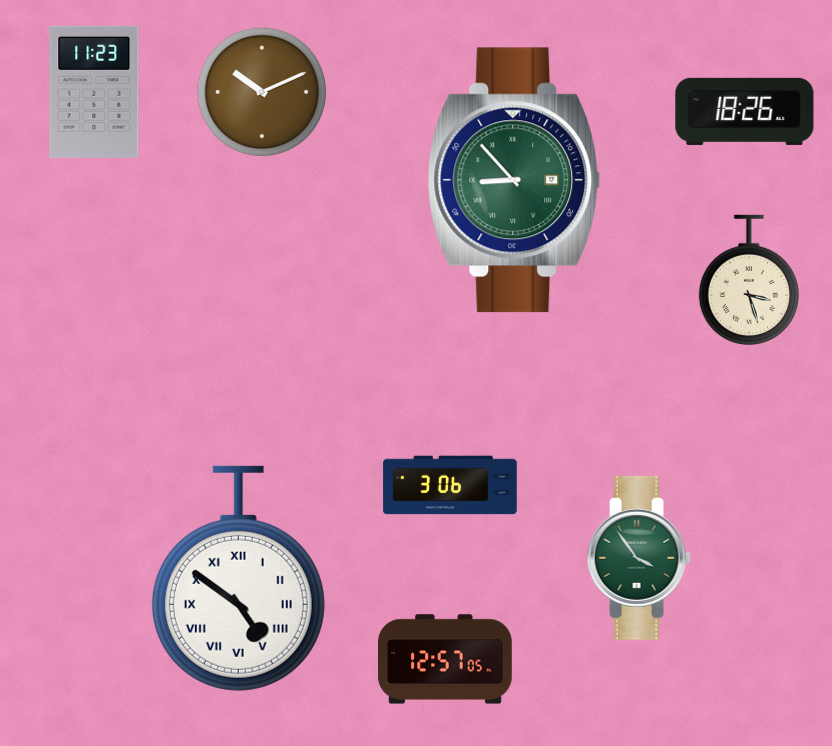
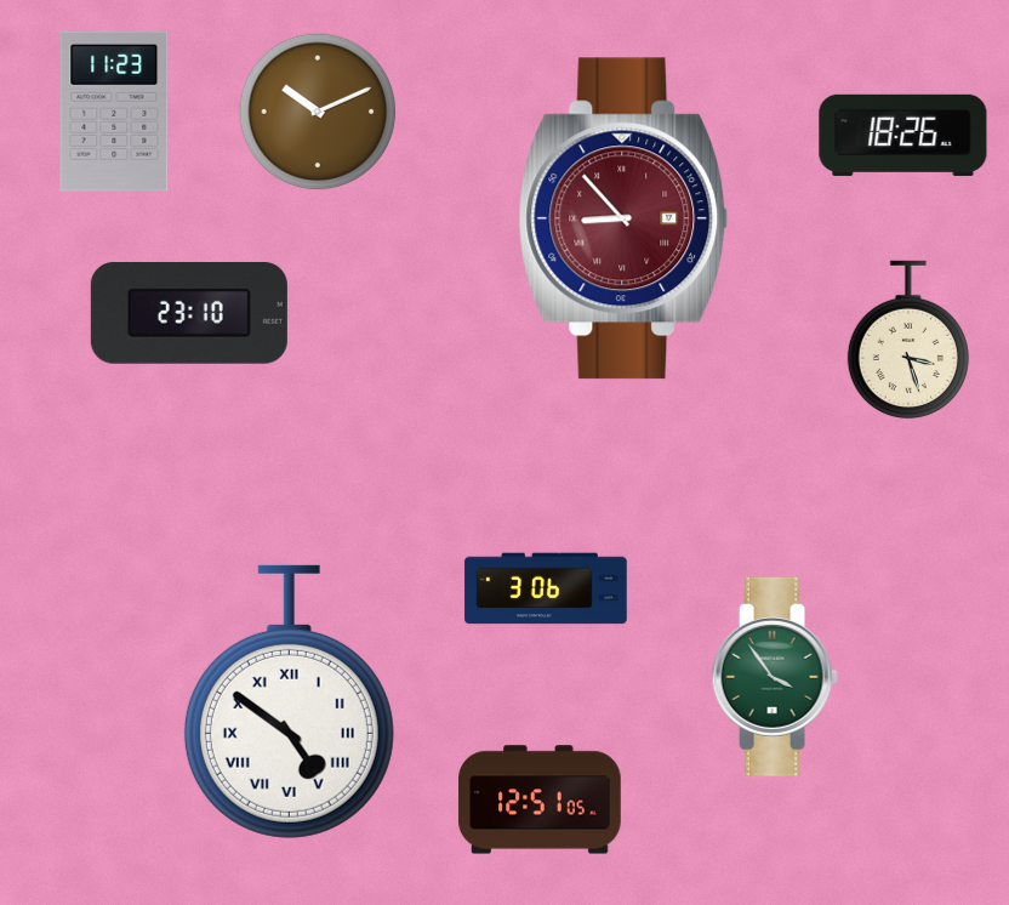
clock at (514, 180) dial: green -> burgundy
clock at (189, 314): none -> 23:10
clock at (445, 659): 12:57 -> 12:51
